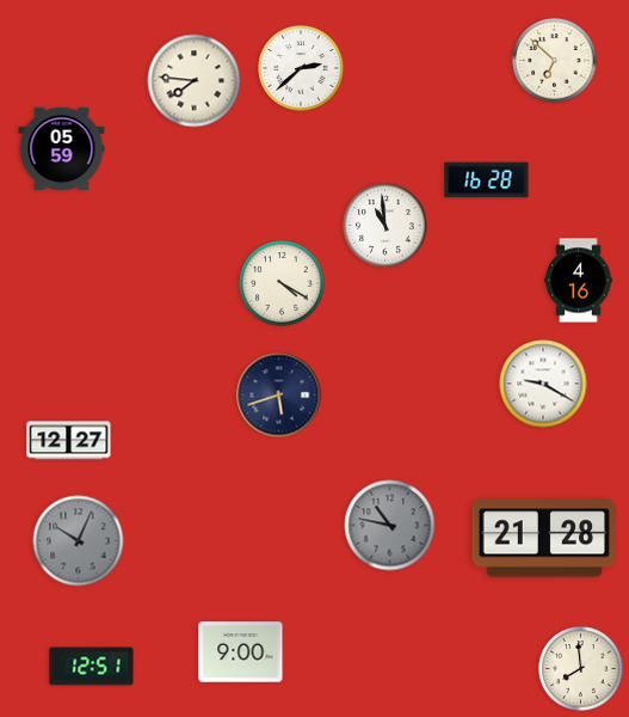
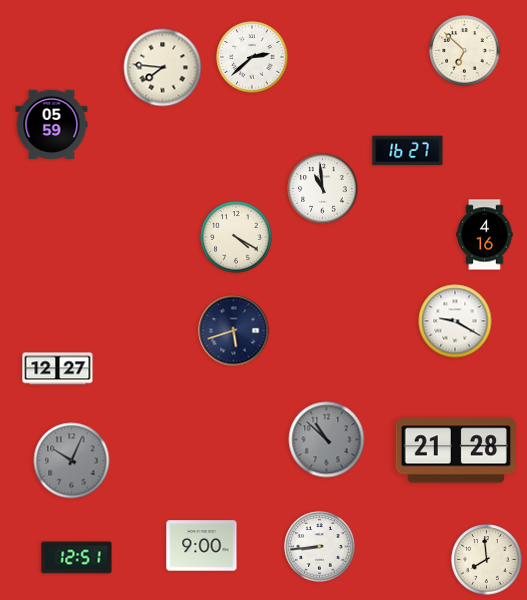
clock at (487, 180): 16:28 -> 16:27
clock at (390, 526): 10:47 -> 10:52
clock at (79, 541) position: (79, 541) -> (72, 461)
clock at (320, 547): none -> 8:44
